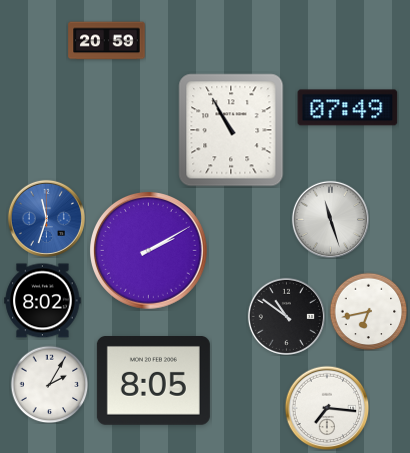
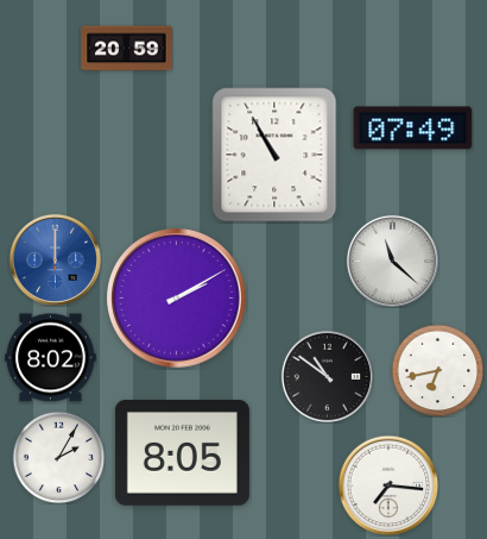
clock at (46, 218): 11:33 -> 12:00
clock at (330, 219): 11:27 -> 11:22
clock at (286, 316) position: (286, 316) -> (327, 376)
